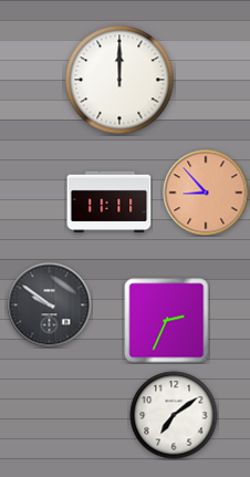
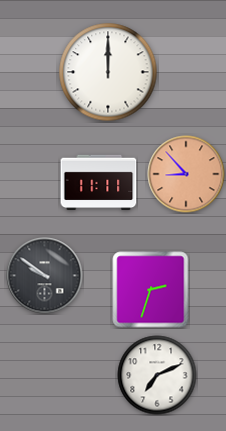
clock at (167, 321): 2:34 -> 2:33
clock at (174, 415): 7:09 -> 7:11
